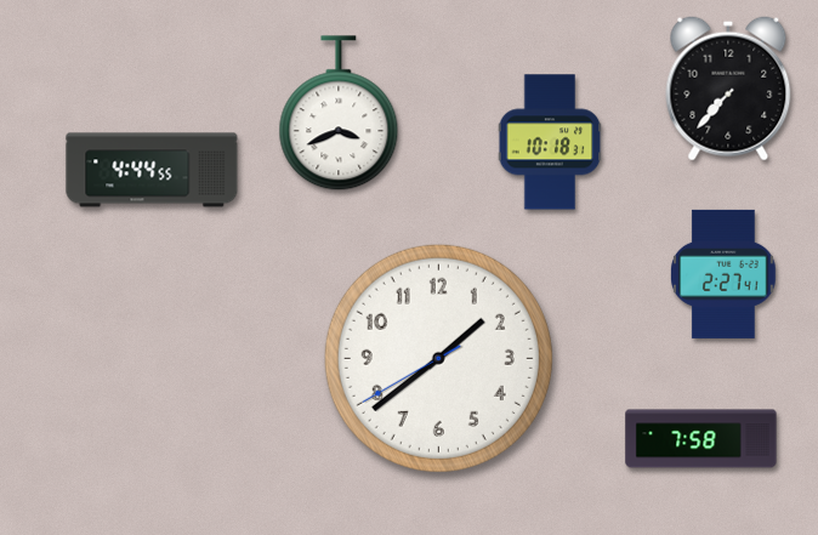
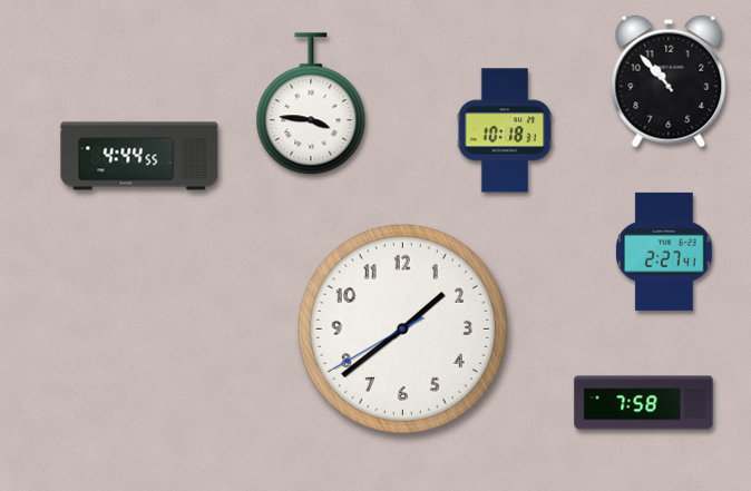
clock at (728, 89): 7:37 -> 10:53
clock at (339, 114): 3:41 -> 3:46
